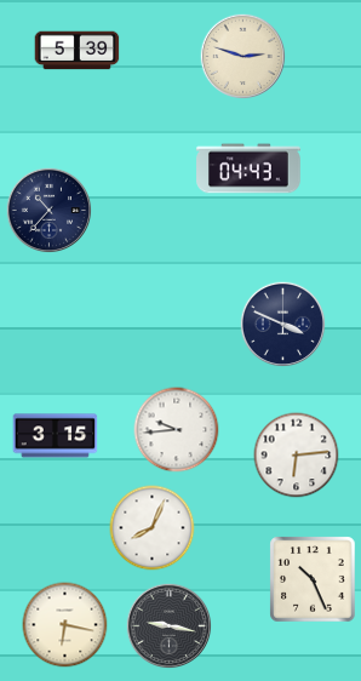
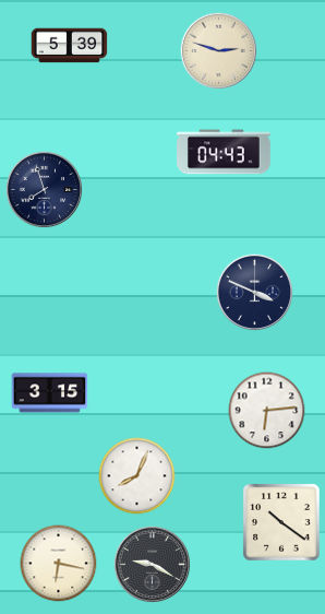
clock at (50, 211): 10:37 -> 7:57
clock at (177, 430): 9:44 -> none
clock at (313, 579): 10:26 -> 10:21
clock at (170, 626): 9:17 -> 9:20
